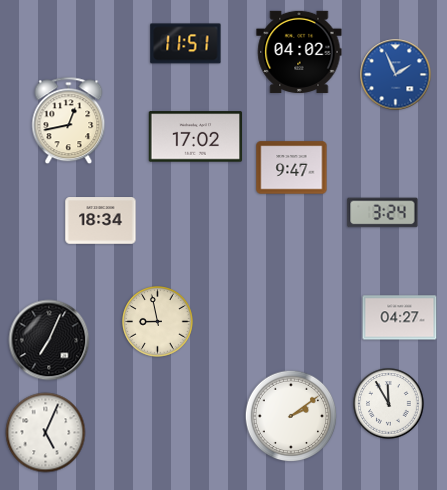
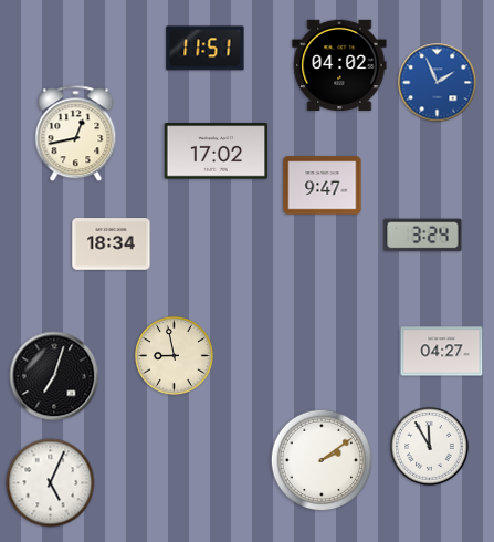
clock at (299, 52) position: (299, 52) -> (339, 65)
clock at (49, 340): 7:04 -> 7:03
clock at (46, 433) position: (46, 433) -> (51, 483)
